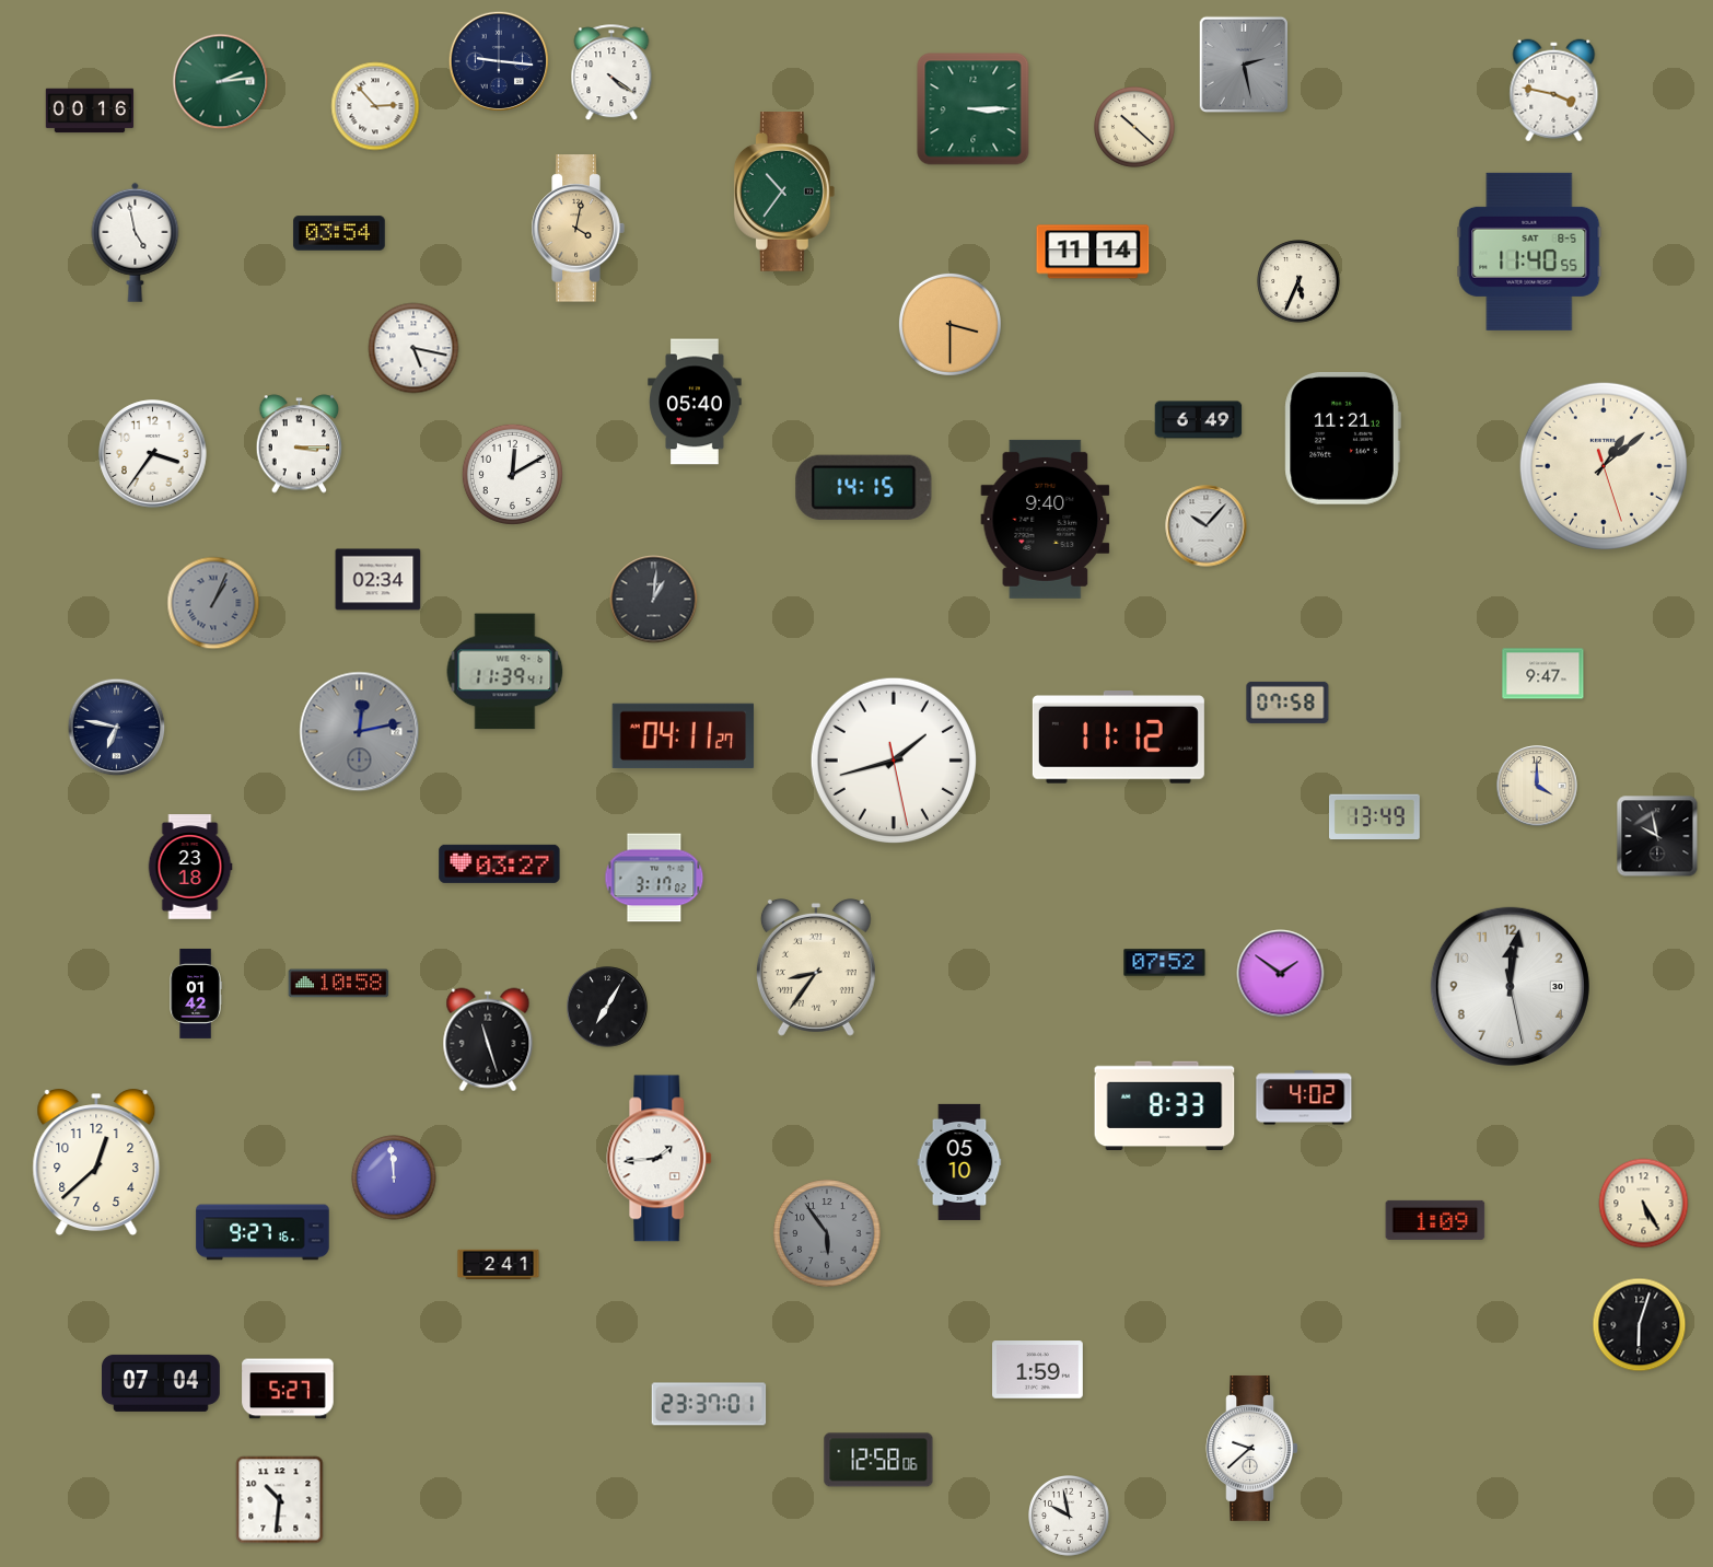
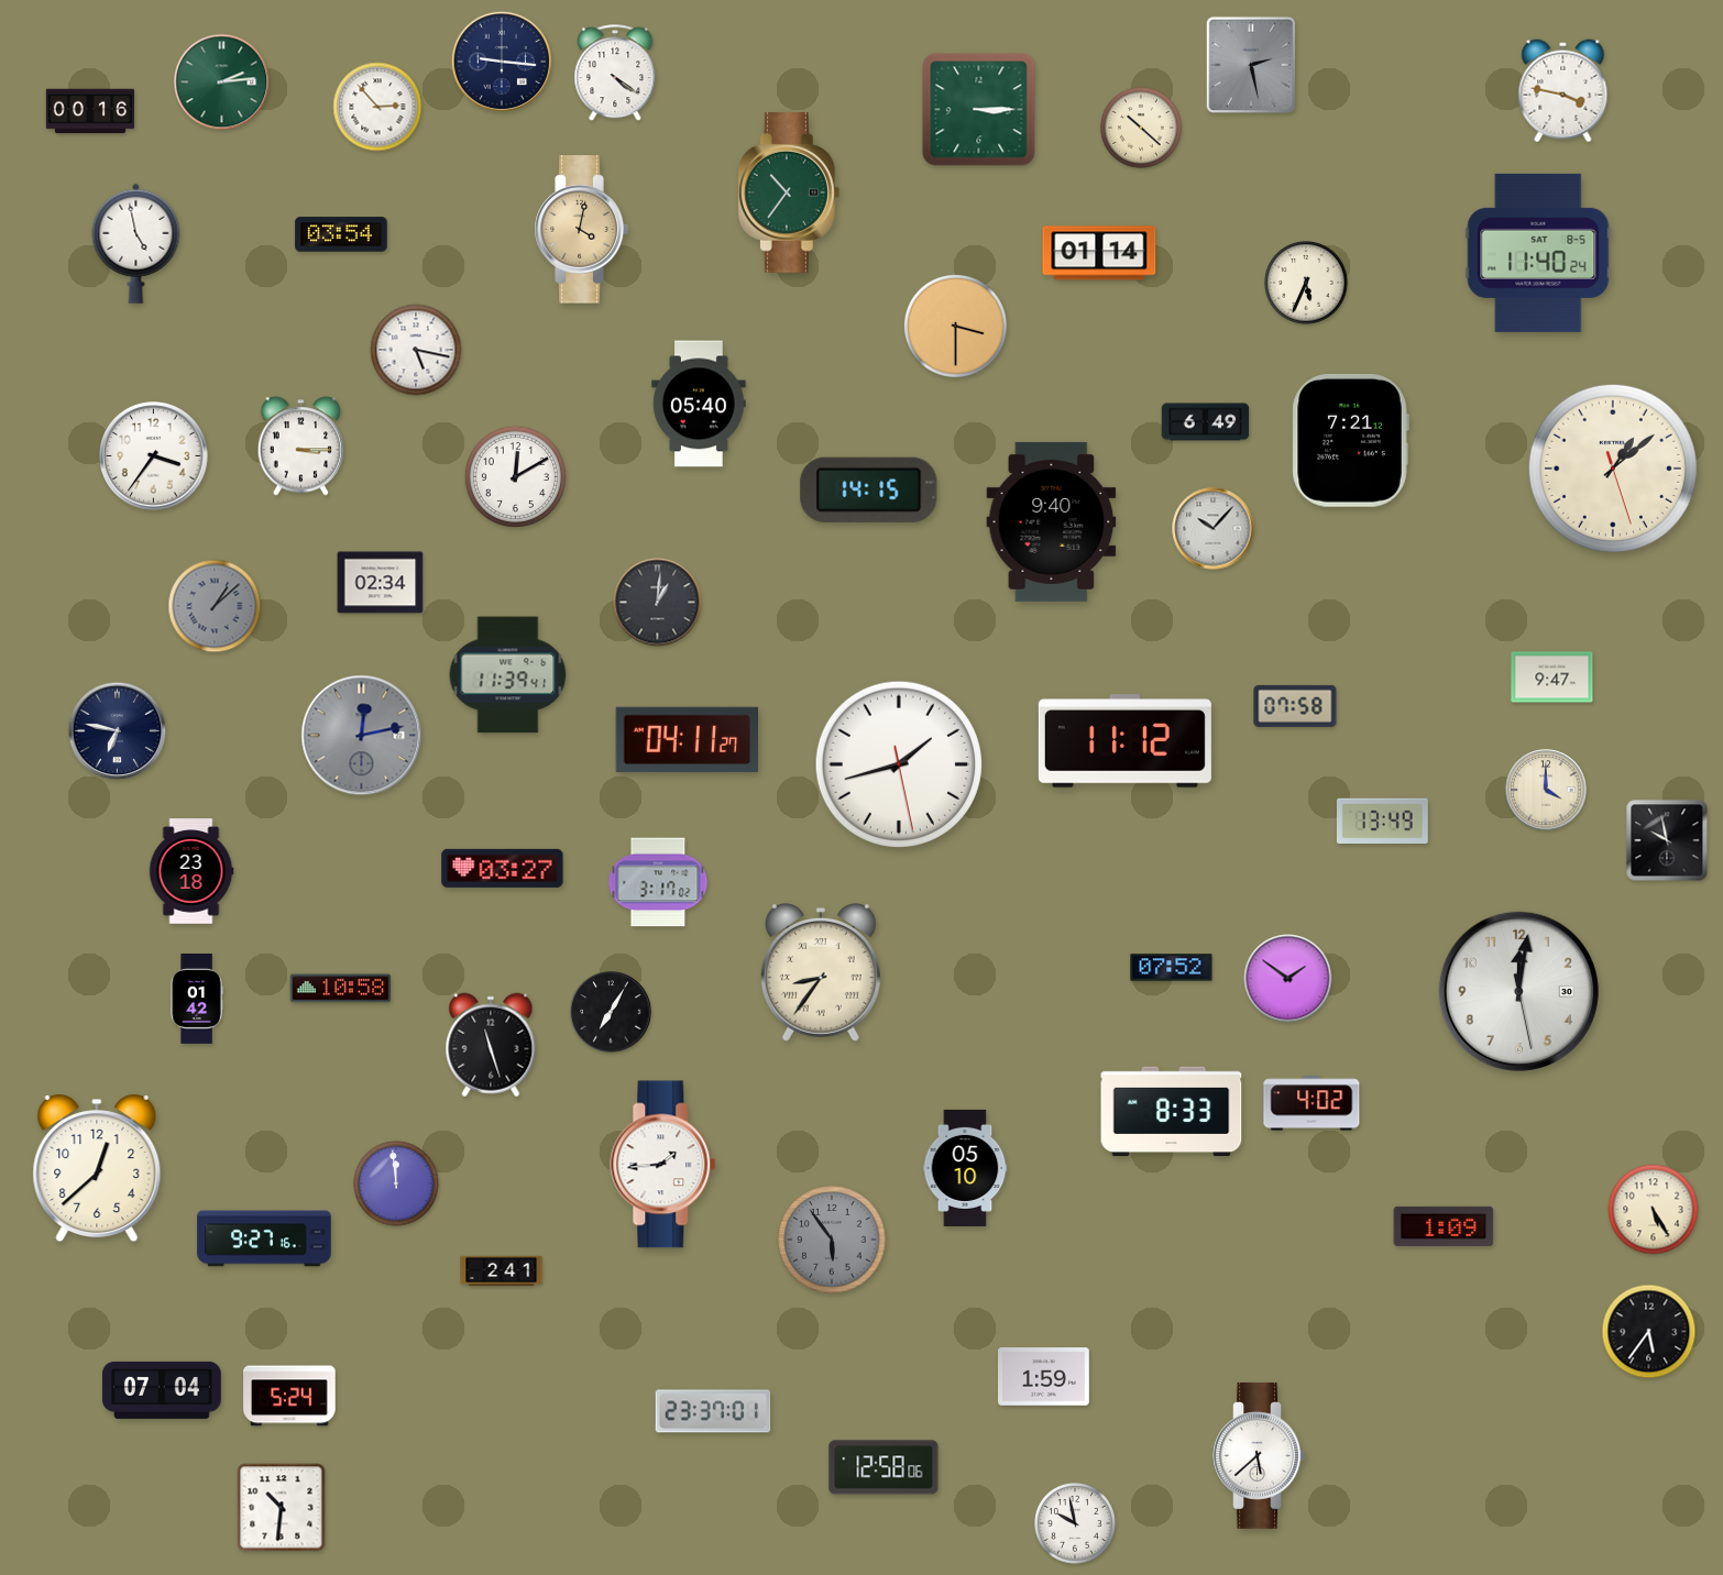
clock at (1093, 252): 11:14 -> 01:14
clock at (1529, 252): 11:40:55 -> 11:40:24
clock at (1342, 438): 11:21 -> 7:21
clock at (213, 603): 1:04 -> 1:08
clock at (1640, 1325): 6:03 -> 5:36
clock at (288, 1389): 5:27 -> 5:24
clock at (1251, 1448): 9:38 -> 5:38
